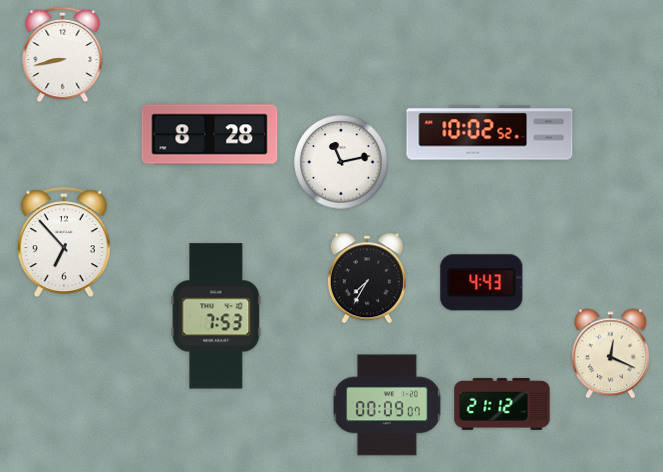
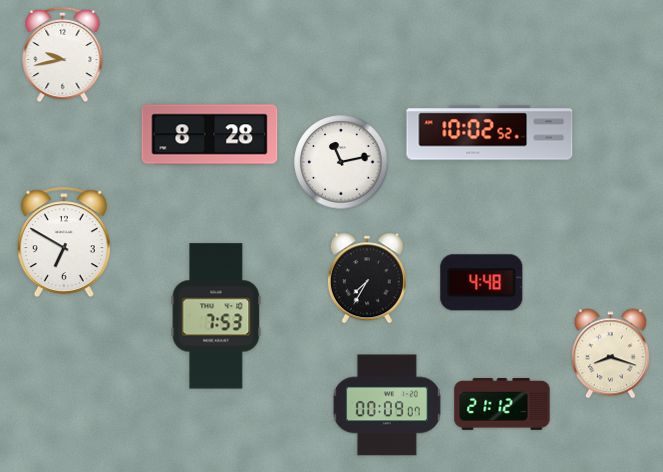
clock at (63, 55): 8:43 -> 9:43
clock at (64, 242): 6:53 -> 6:50
clock at (482, 283): 4:43 -> 4:48
clock at (610, 354): 12:19 -> 8:18
